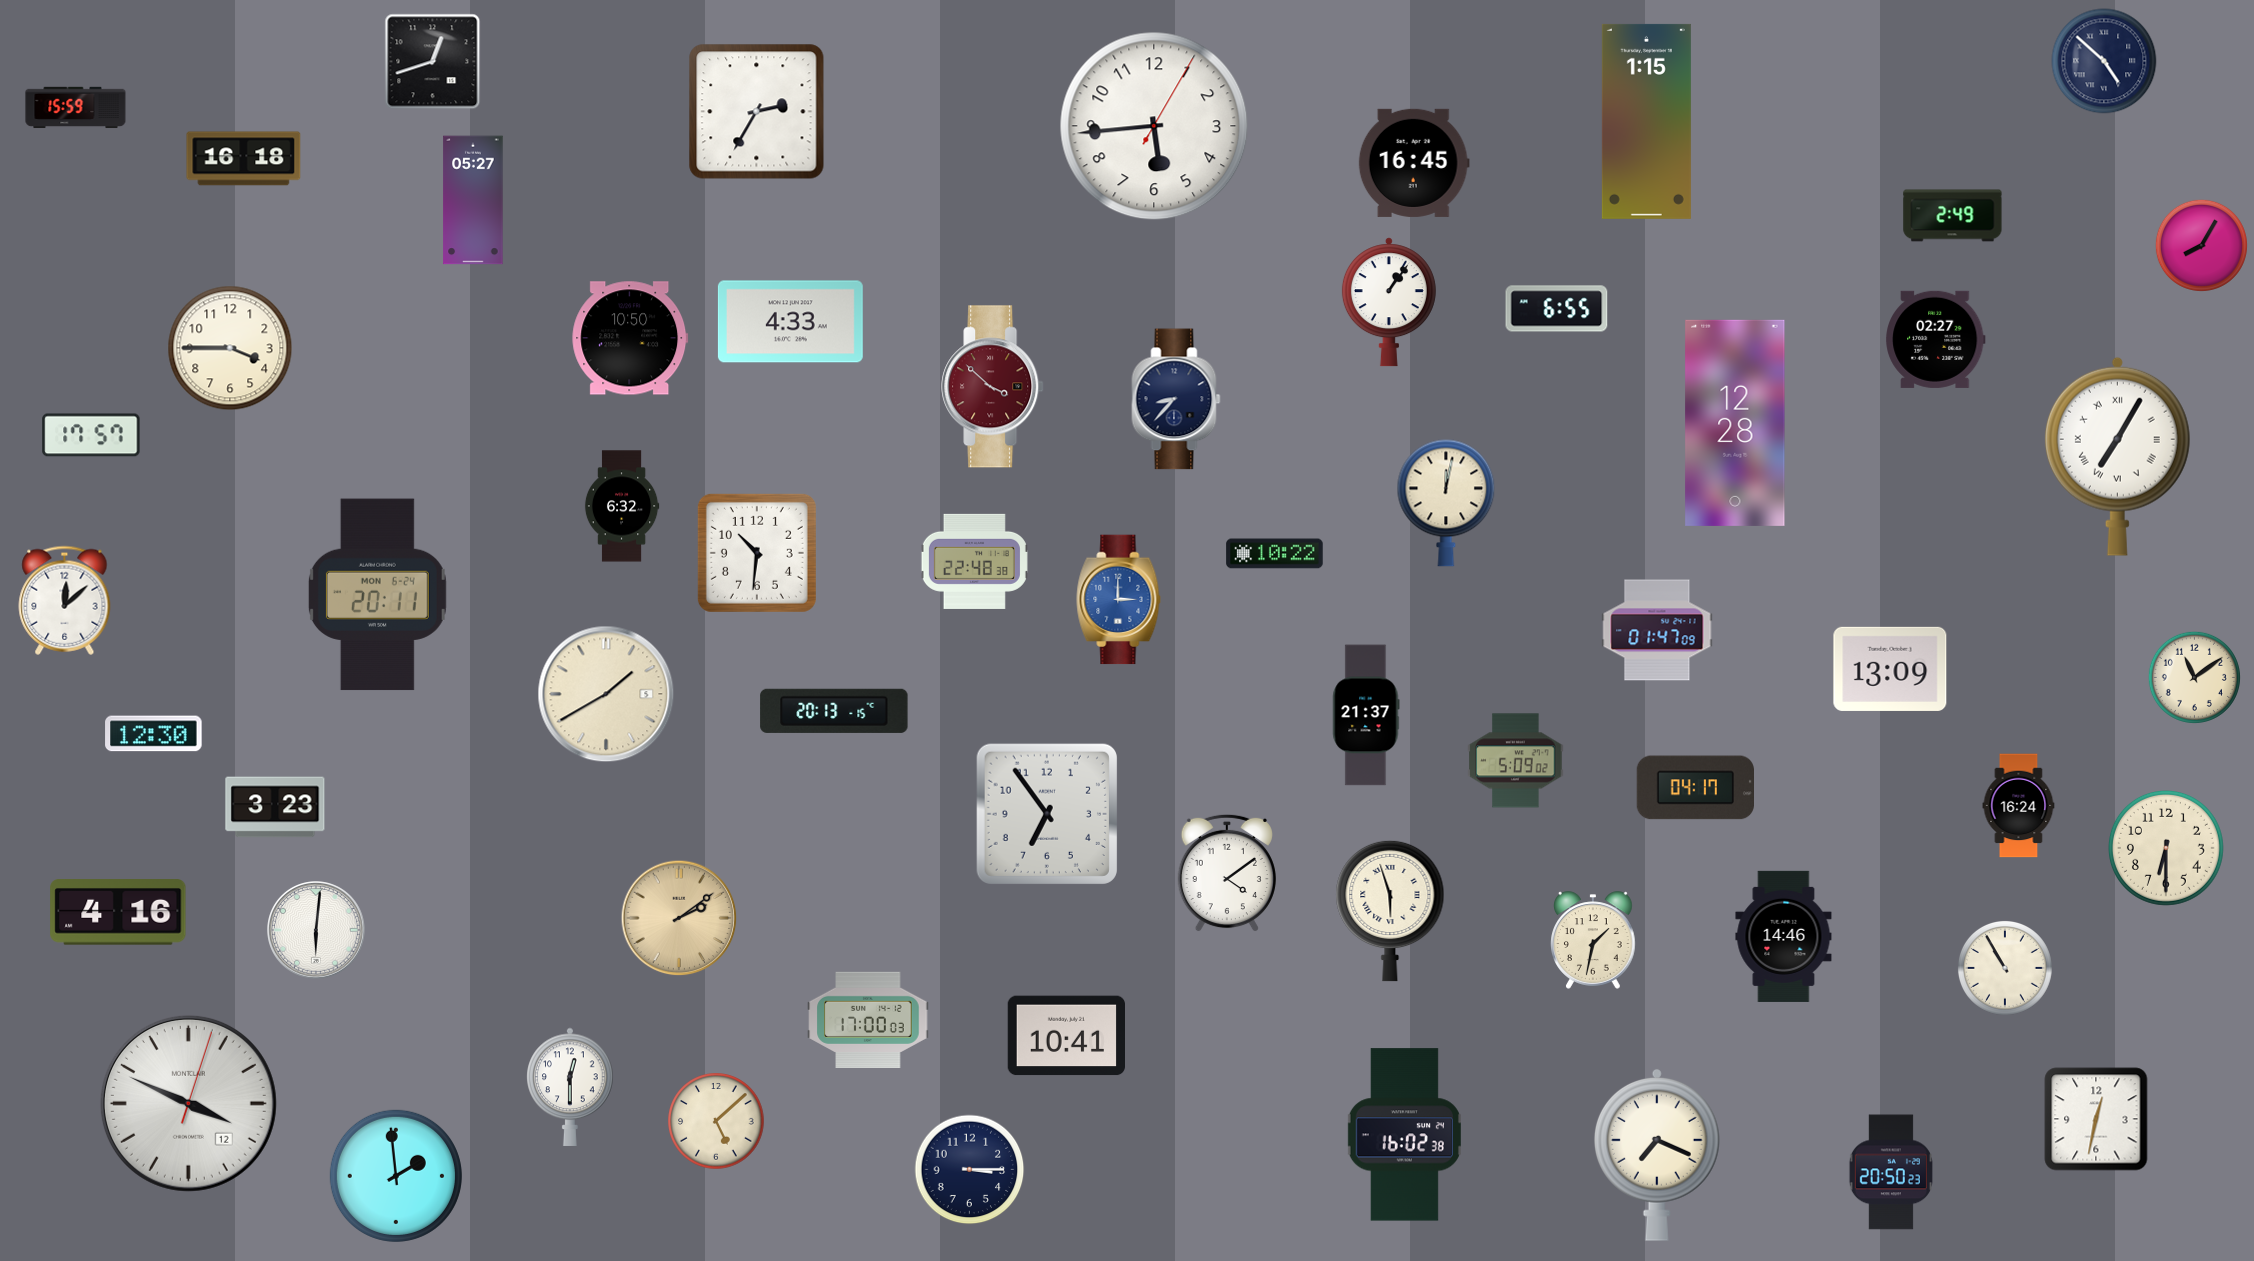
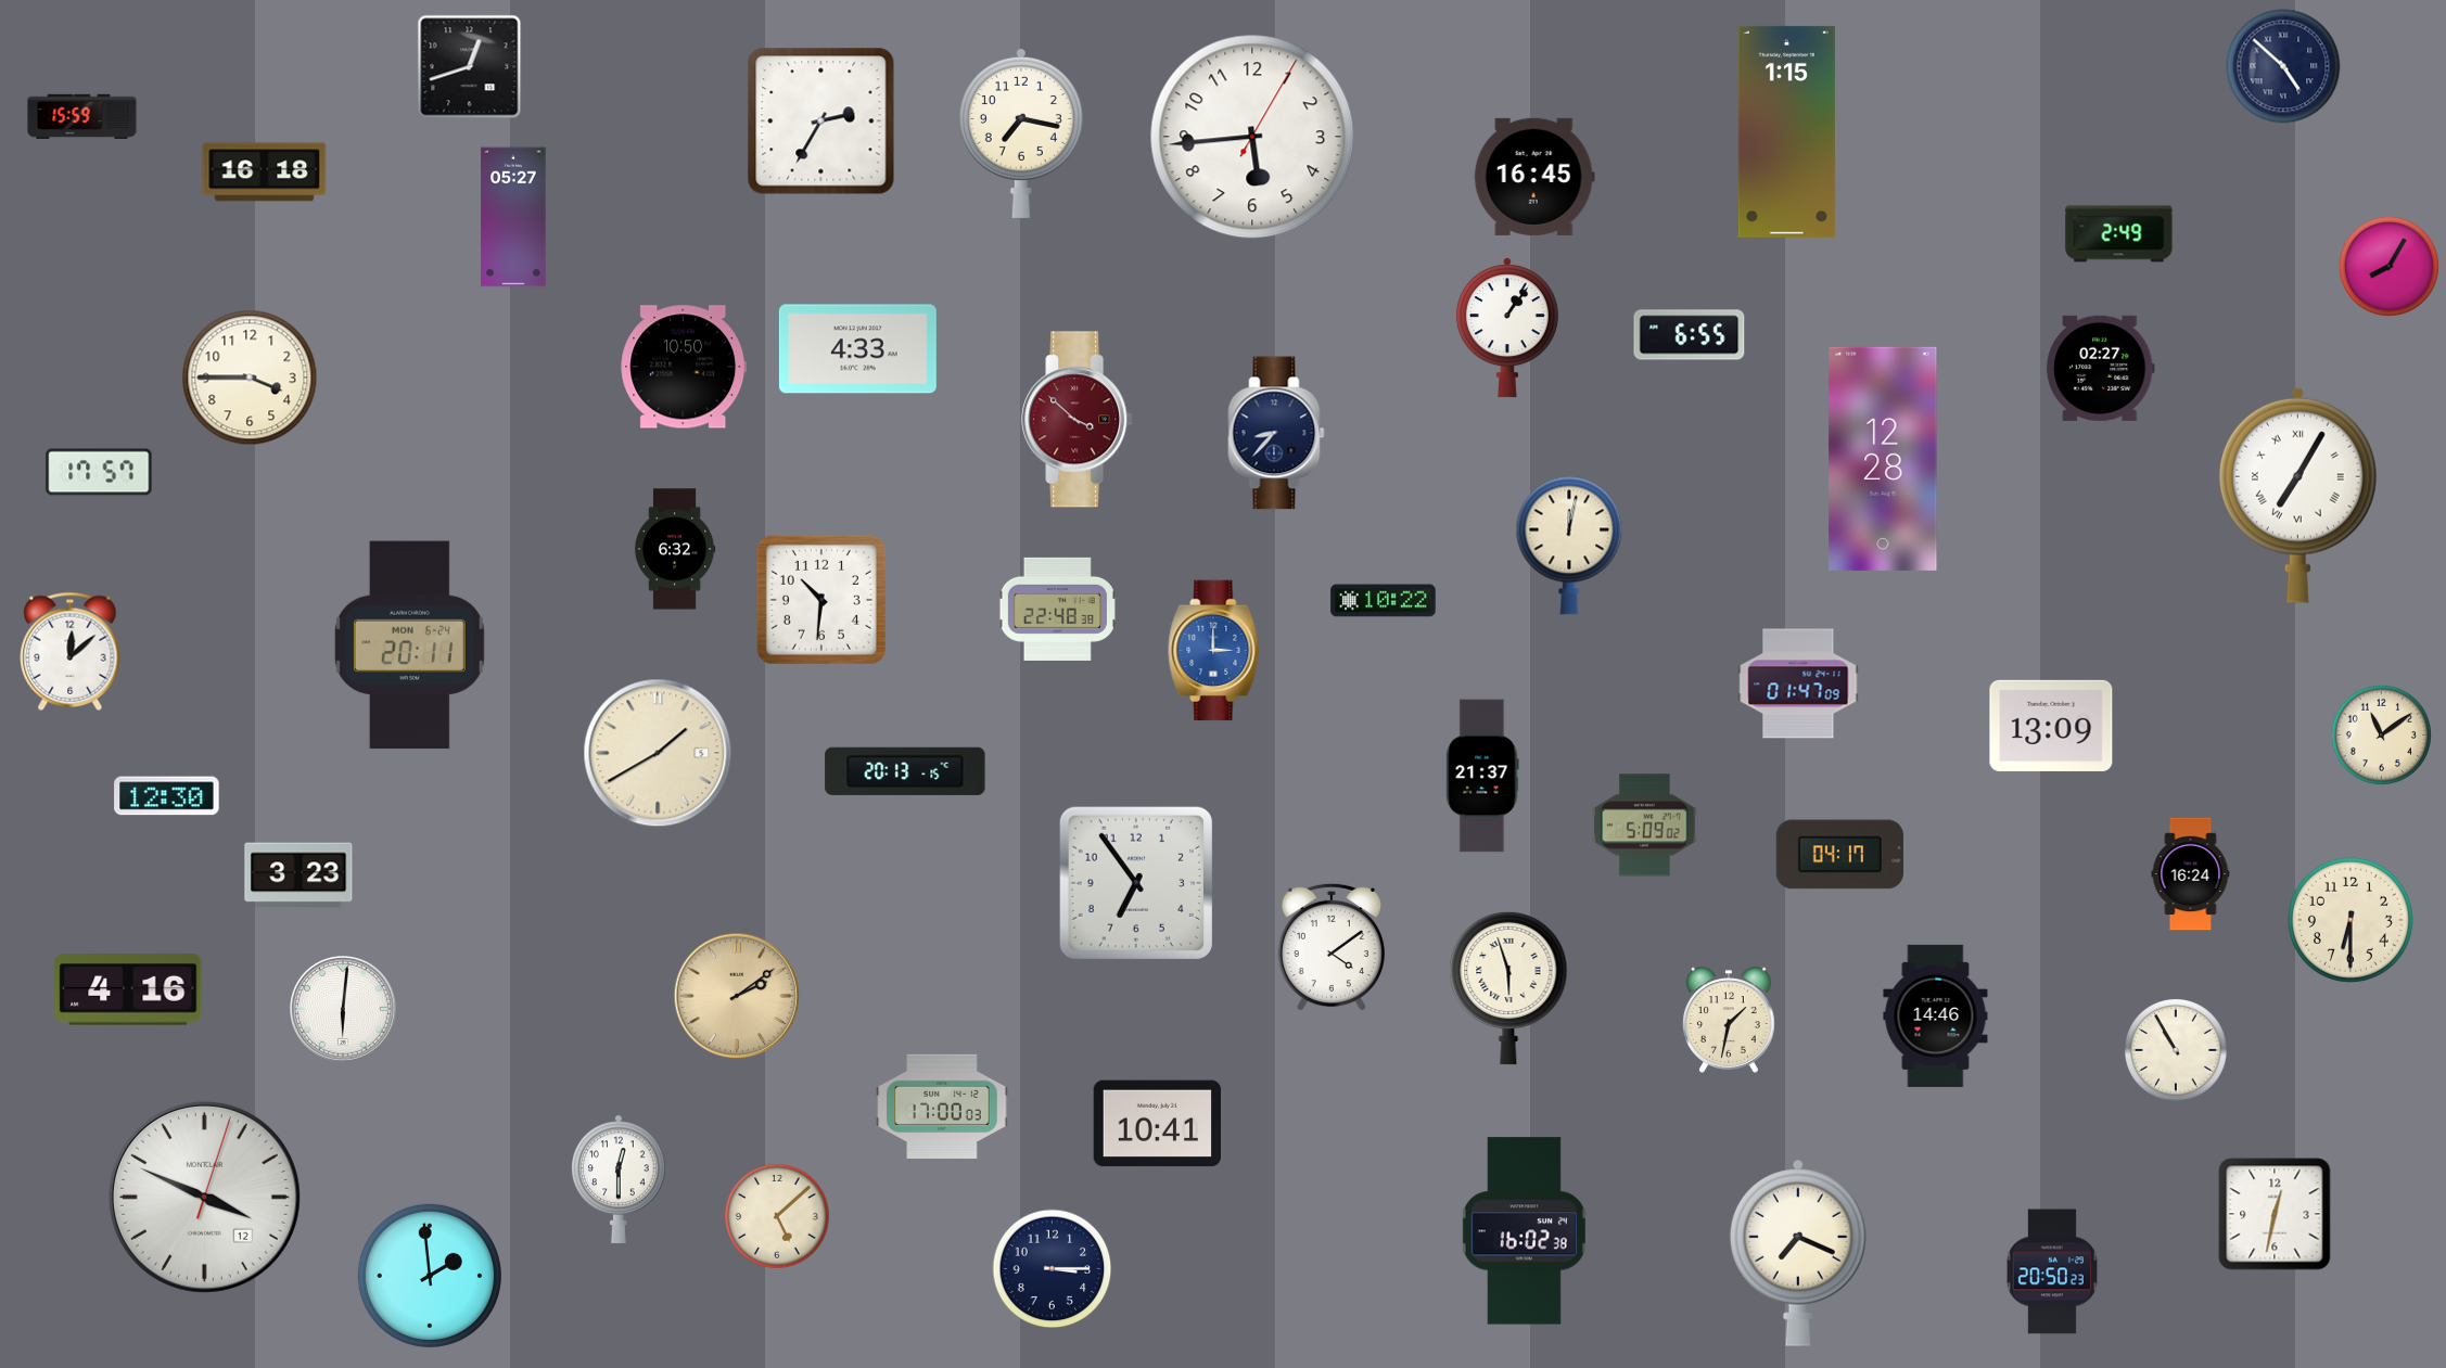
clock at (1021, 132): none -> 7:17
